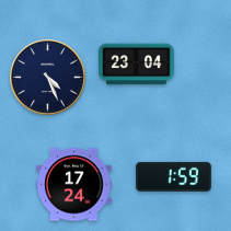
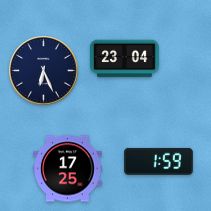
clock at (48, 78): 4:26 -> 6:26
clock at (74, 185): 17:24 -> 17:25
